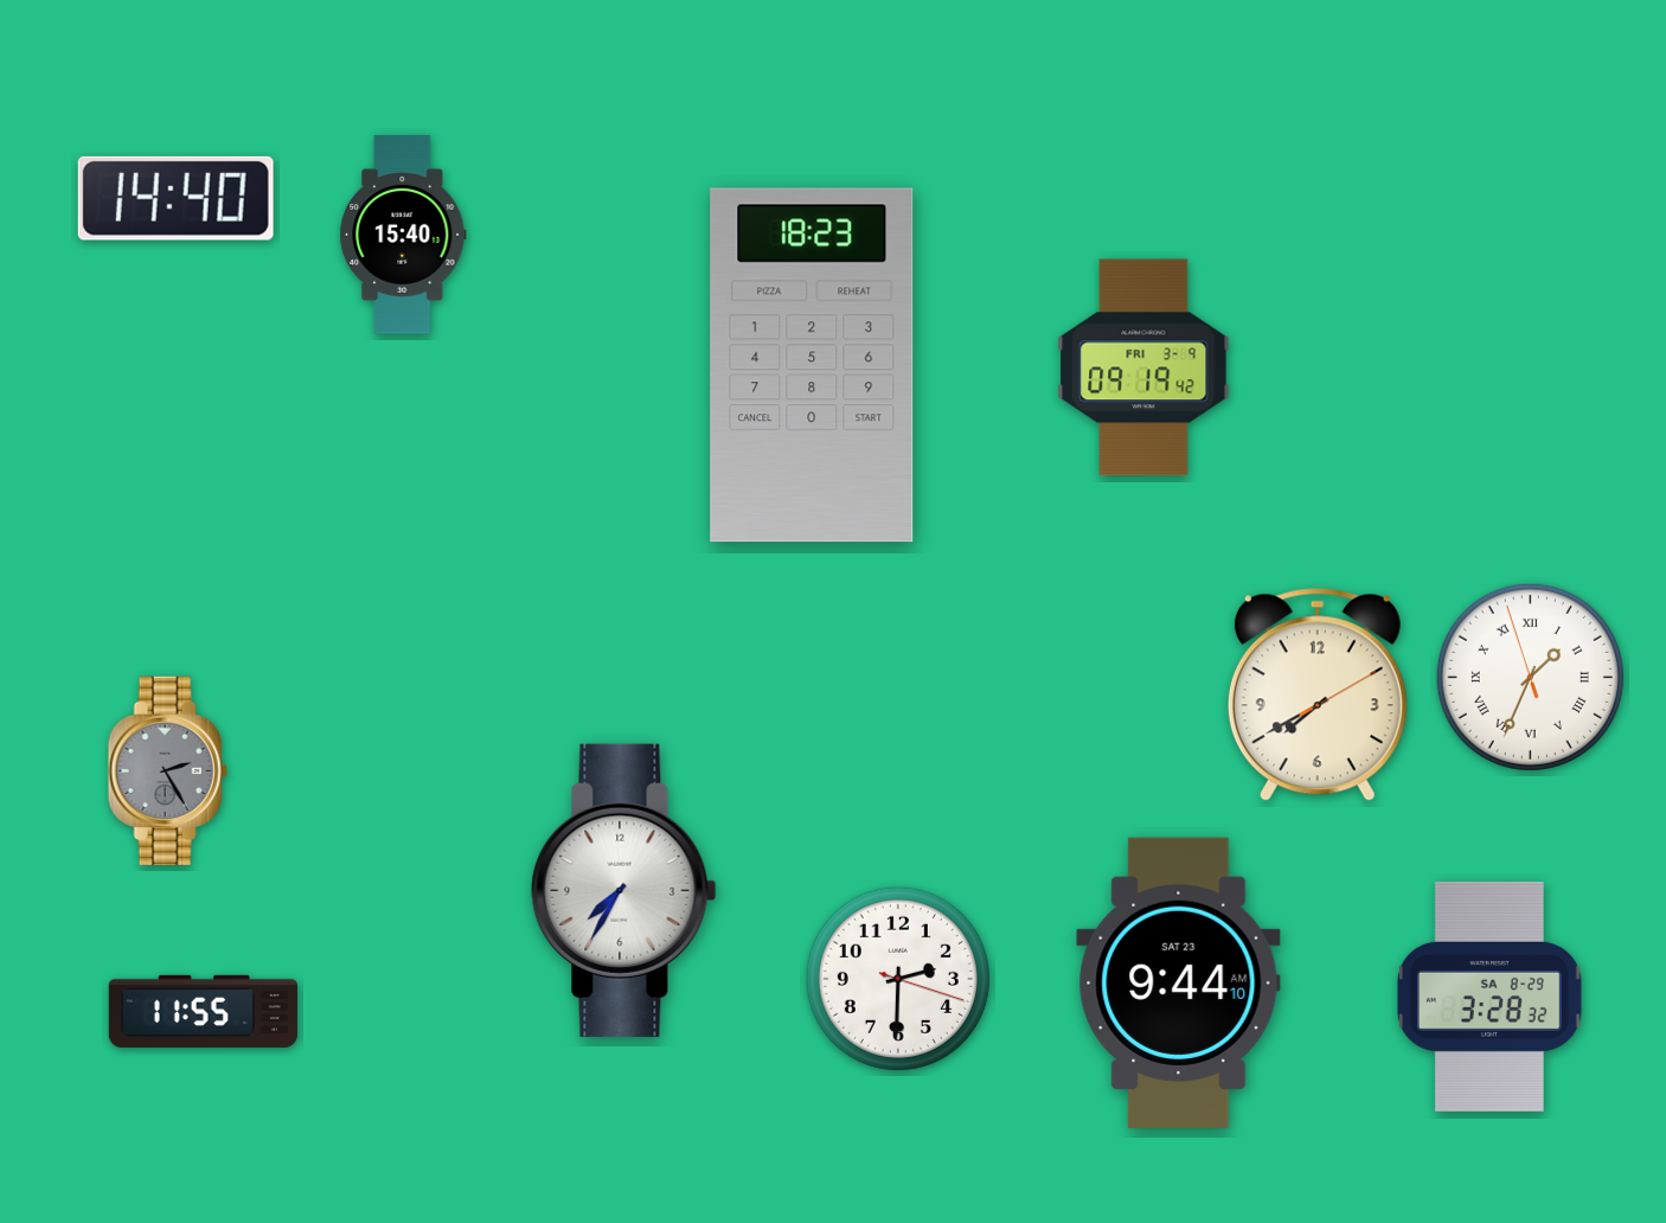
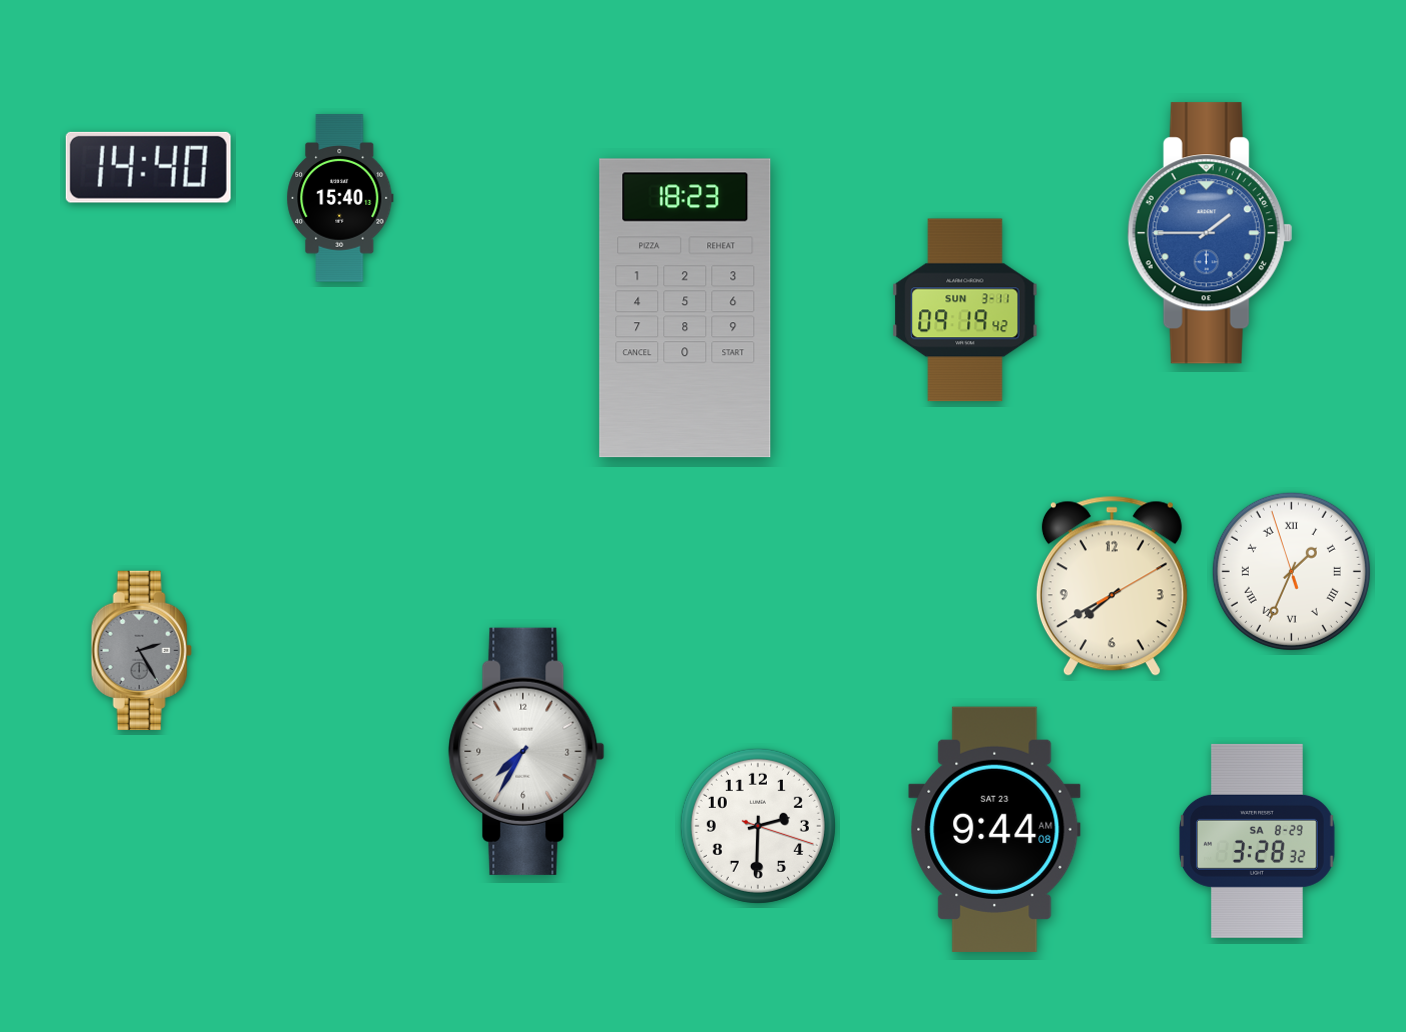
clock at (1210, 233): none -> 1:45
clock at (1143, 367) date: FRI 3-9 -> SUN 3-11
clock at (1179, 982): 9:44:10 AM -> 9:44:08 AM
clock at (203, 1011): 11:55 -> none
